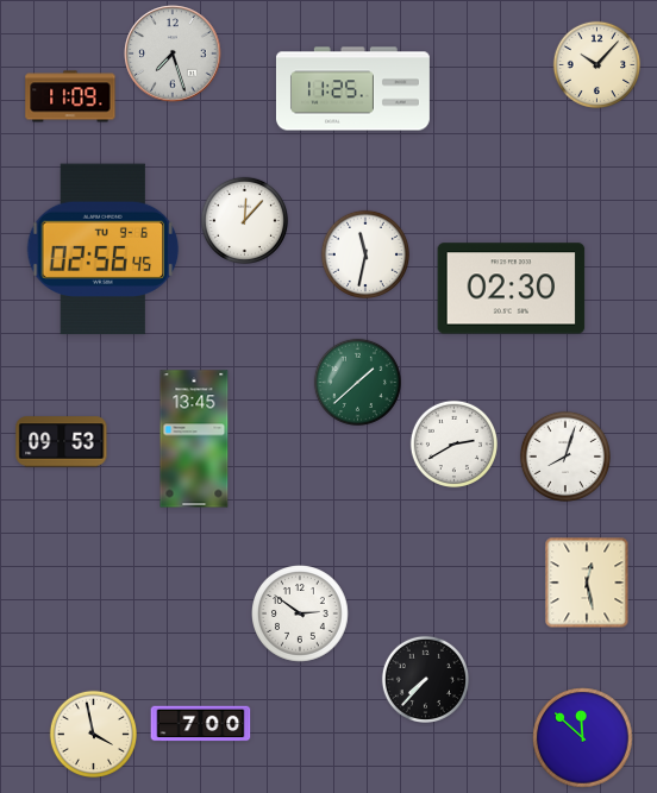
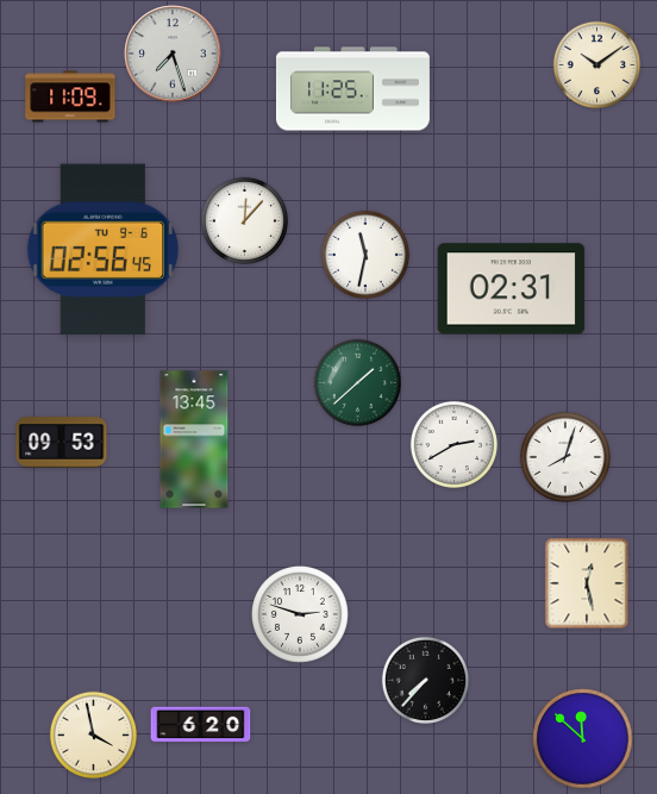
clock at (596, 64): 10:07 -> 10:09
clock at (512, 289): 02:30 -> 02:31
clock at (301, 615): 2:51 -> 2:48
clock at (201, 724): 7:00 -> 6:20
